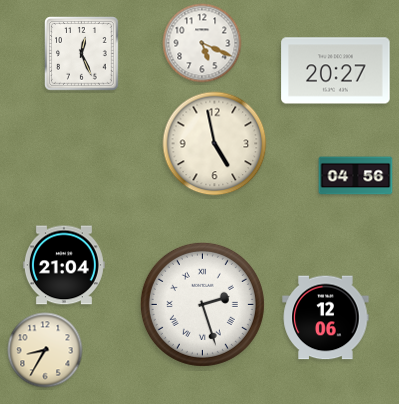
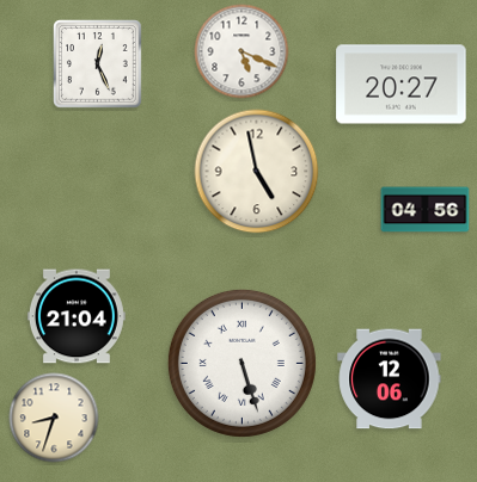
clock at (202, 304): 2:27 -> 5:27
clock at (45, 350): 8:35 -> 8:33
